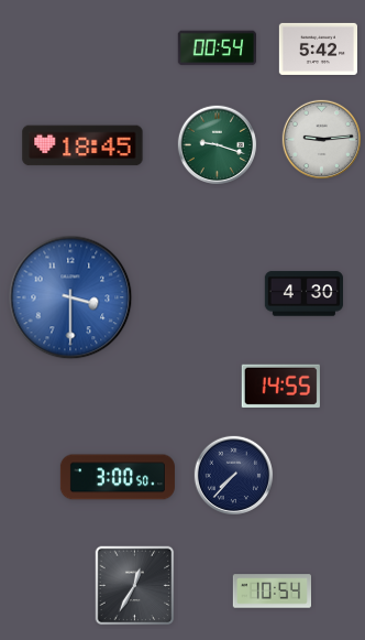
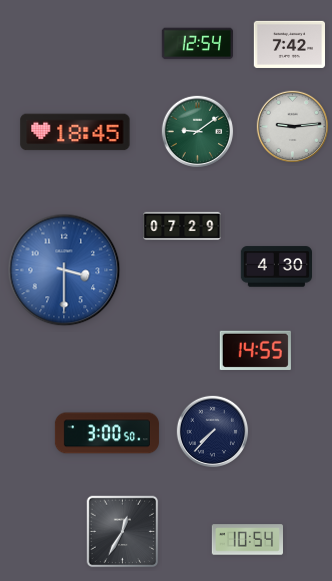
clock at (217, 48): 00:54 -> 12:54
clock at (318, 48): 5:42 -> 7:42
clock at (218, 145): 9:18 -> 9:09
clock at (182, 225): none -> 07:29
clock at (272, 592) position: (272, 592) -> (247, 540)
